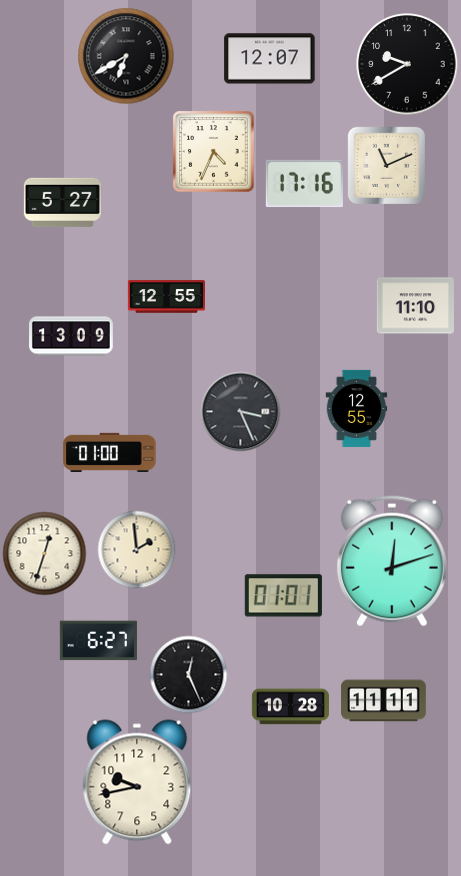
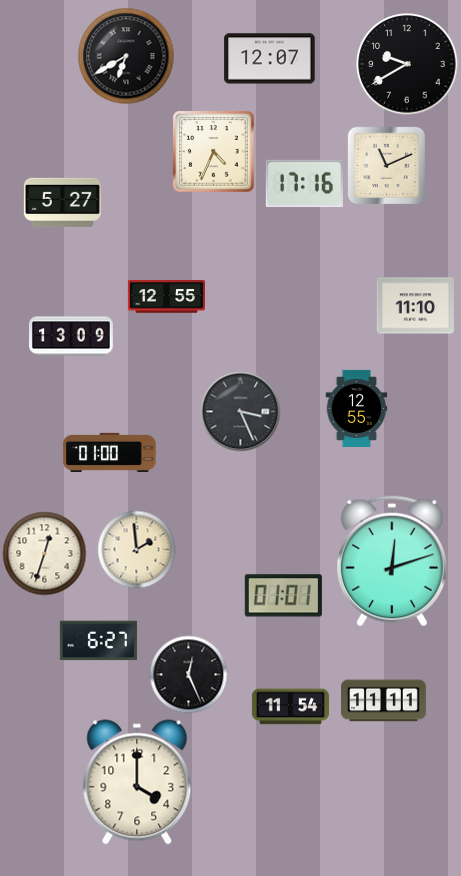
clock at (290, 707): 10:28 -> 11:54
clock at (137, 782): 9:43 -> 4:00
